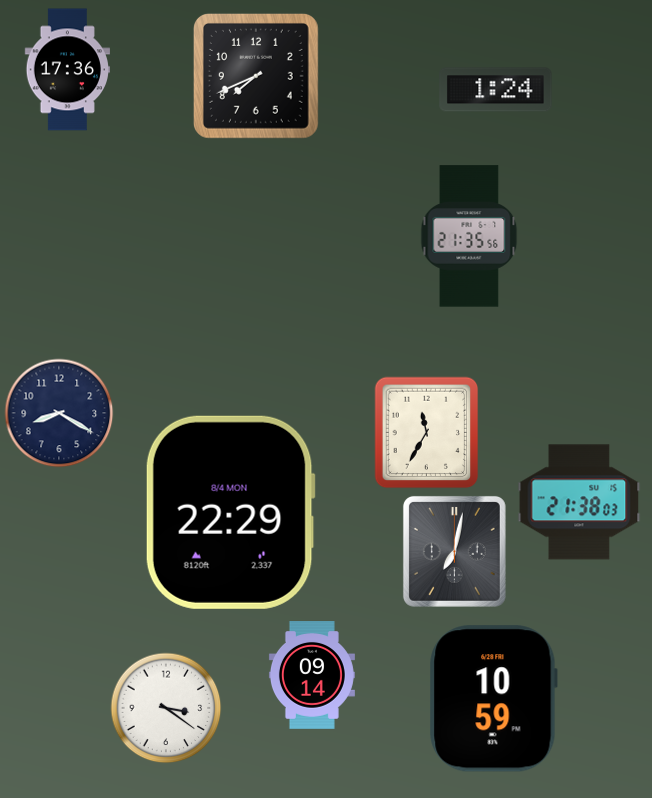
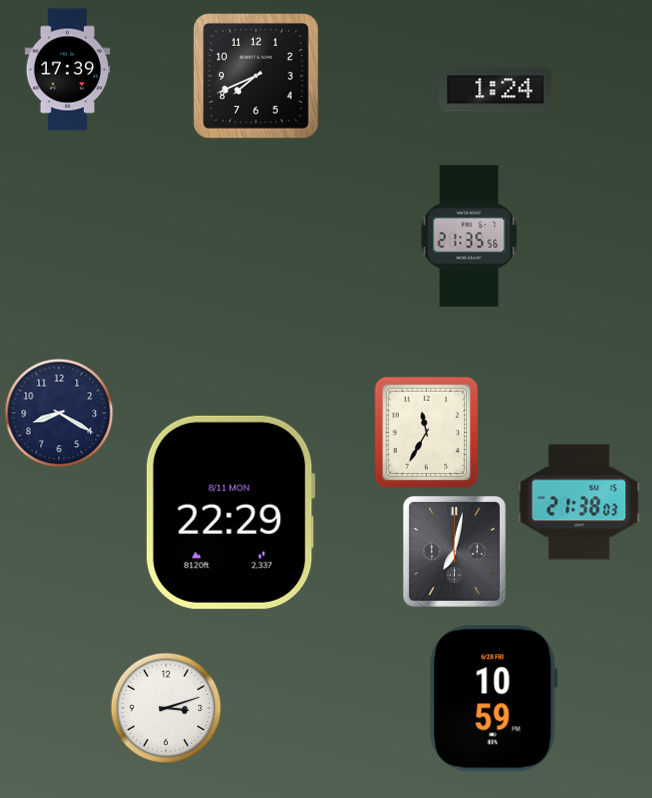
clock at (67, 70): 17:36 -> 17:39
clock at (230, 512) date: 8/4 MON -> 8/11 MON
clock at (312, 675): 09:14 -> none
clock at (166, 708): 3:21 -> 3:12
